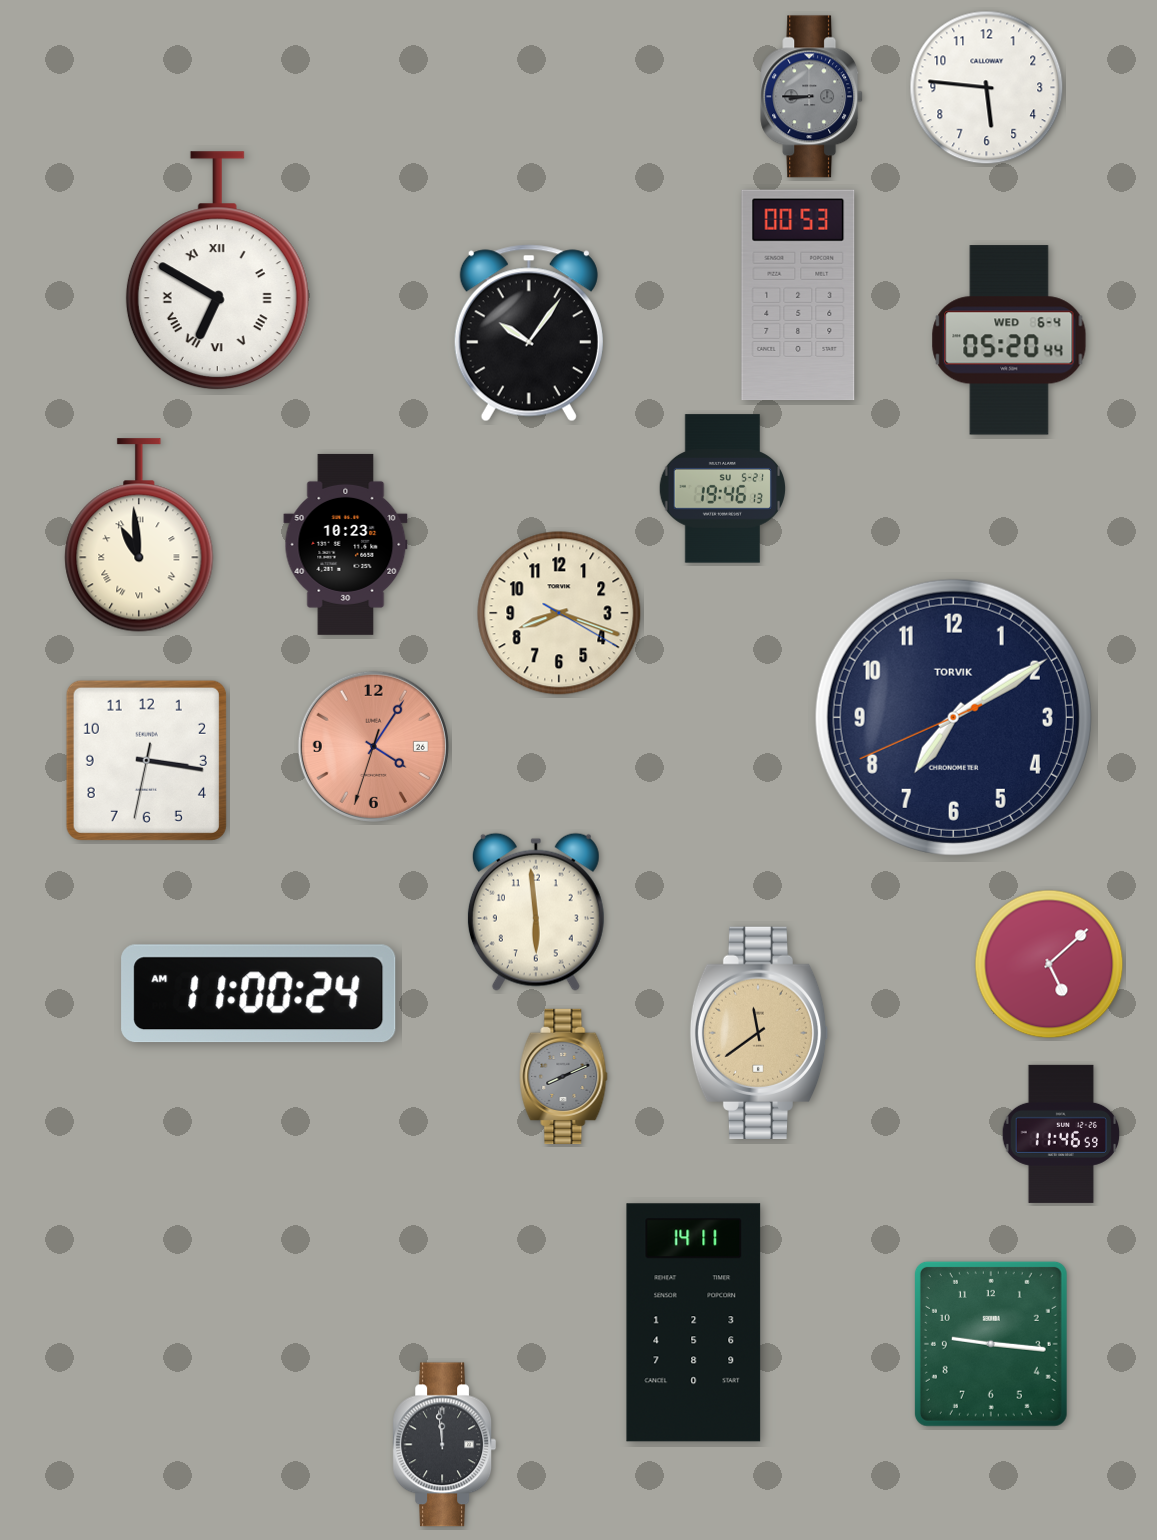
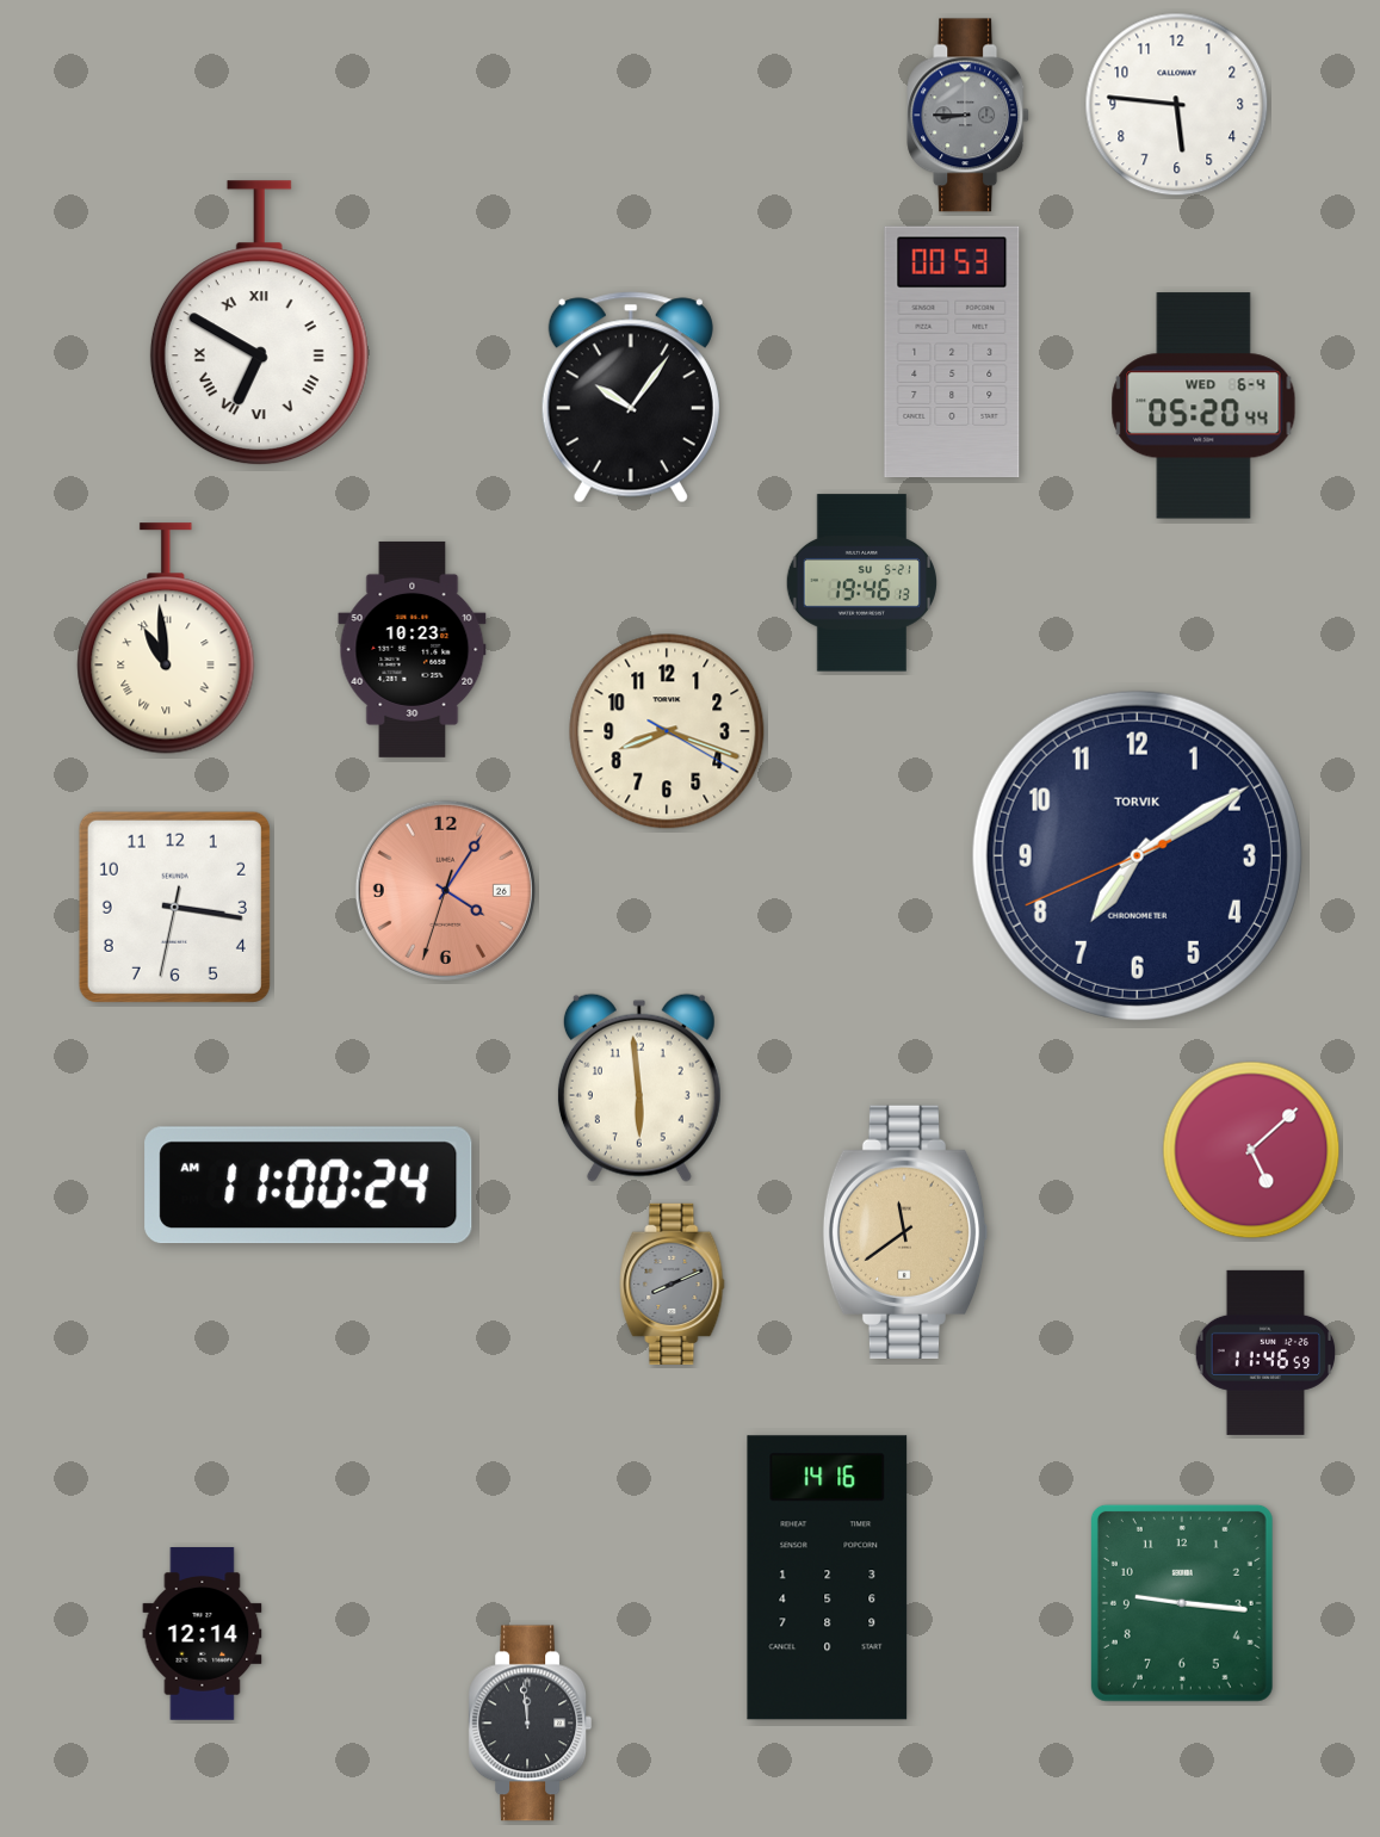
clock at (694, 1323): 14:11 -> 14:16
clock at (203, 1634): none -> 12:14
